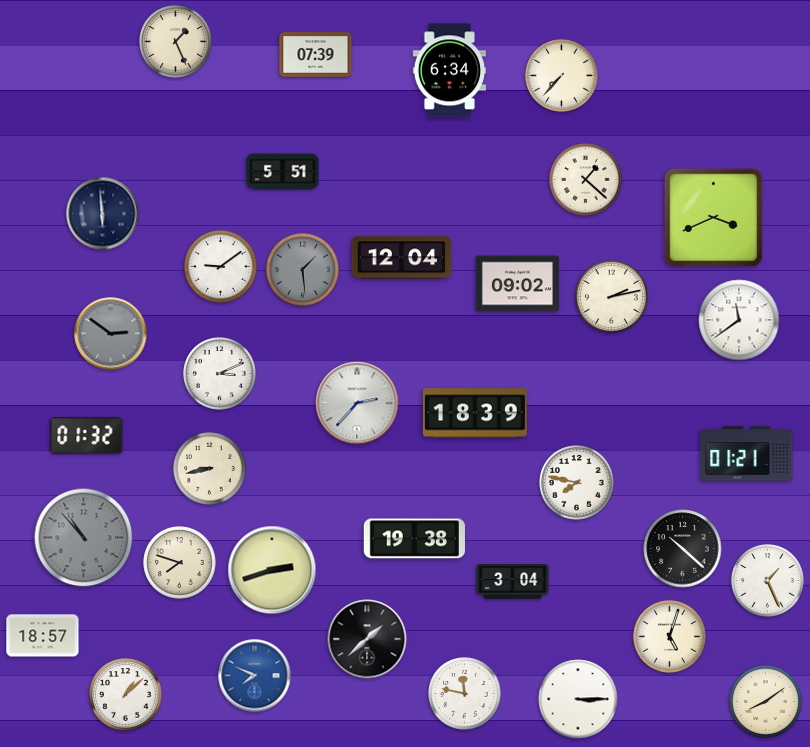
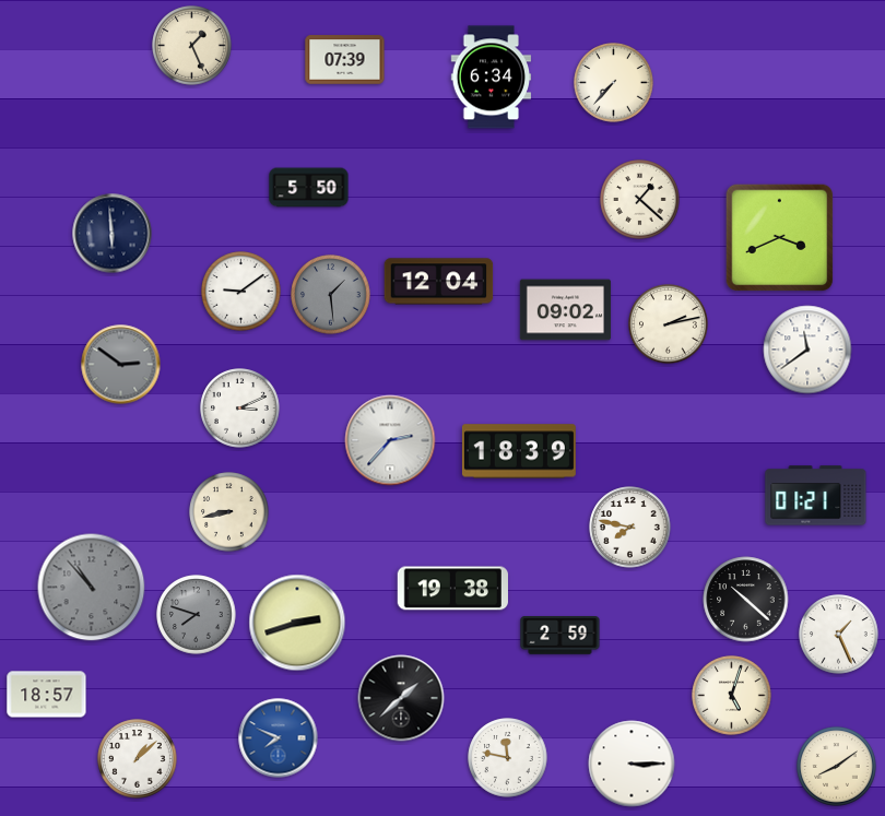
clock at (283, 172): 5:51 -> 5:50
clock at (586, 180) position: (586, 180) -> (640, 200)
clock at (87, 436): 01:32 -> none
clock at (180, 563) dial: cream -> grey
clock at (513, 582): 3:04 -> 2:59
